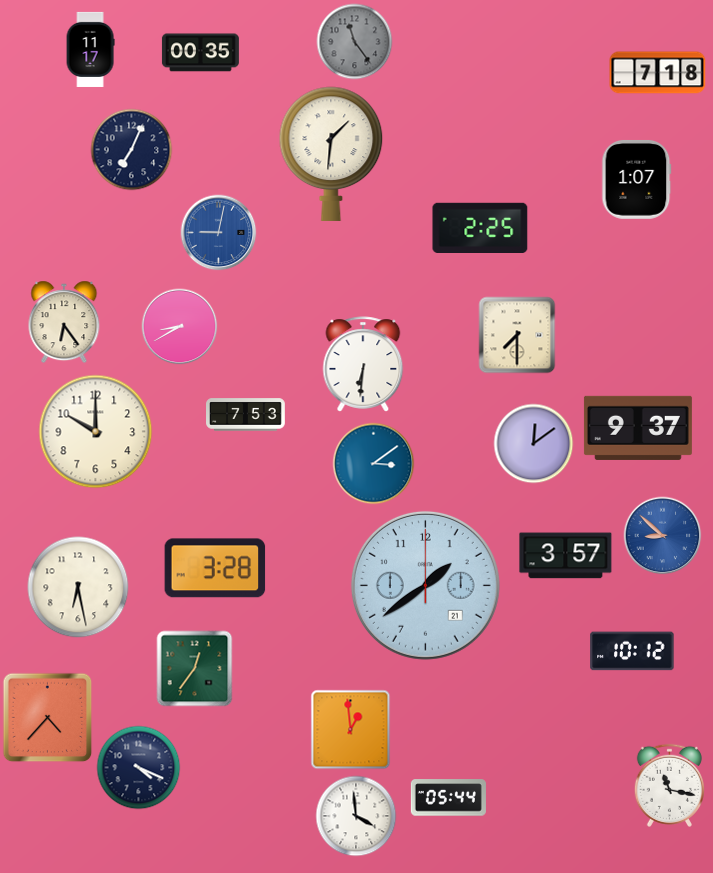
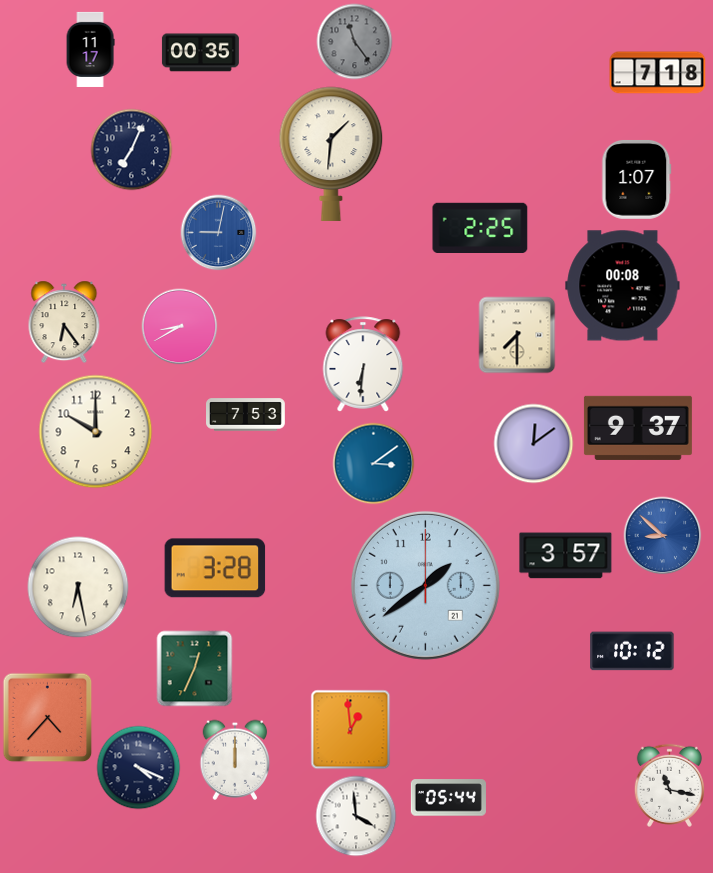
clock at (623, 286): none -> 00:08
clock at (195, 669): 12:36 -> 12:34
clock at (235, 760): none -> 12:00
